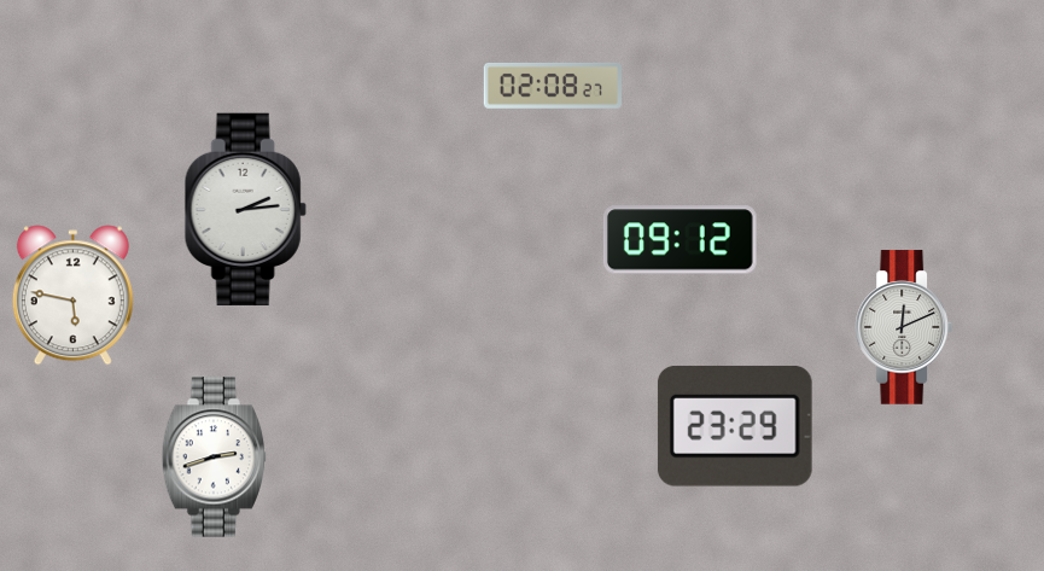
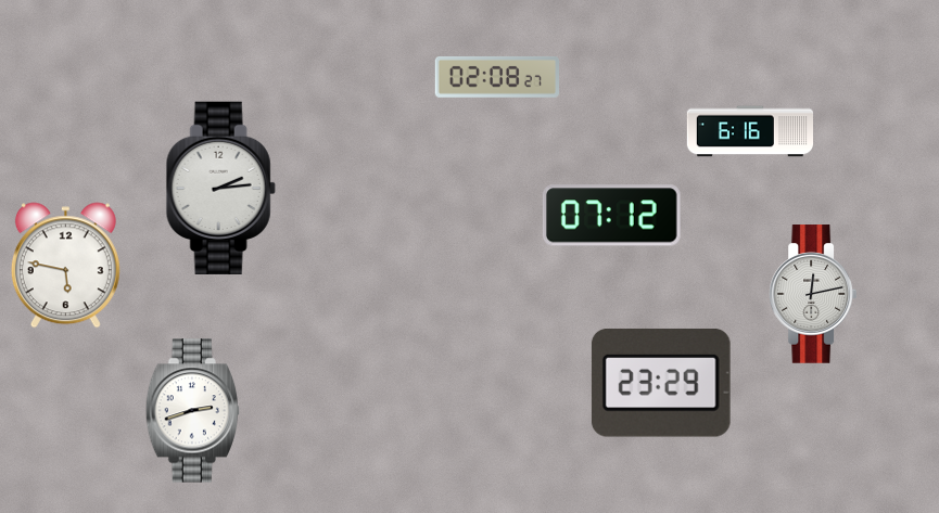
clock at (749, 131): none -> 6:16
clock at (680, 240): 09:12 -> 07:12
clock at (904, 327): 12:11 -> 12:13
